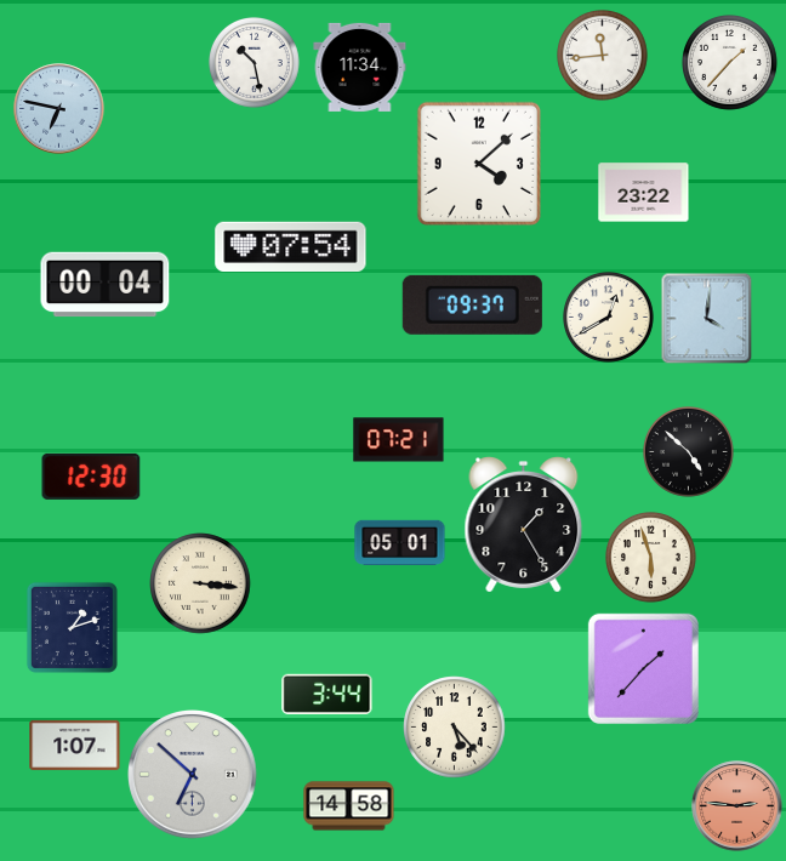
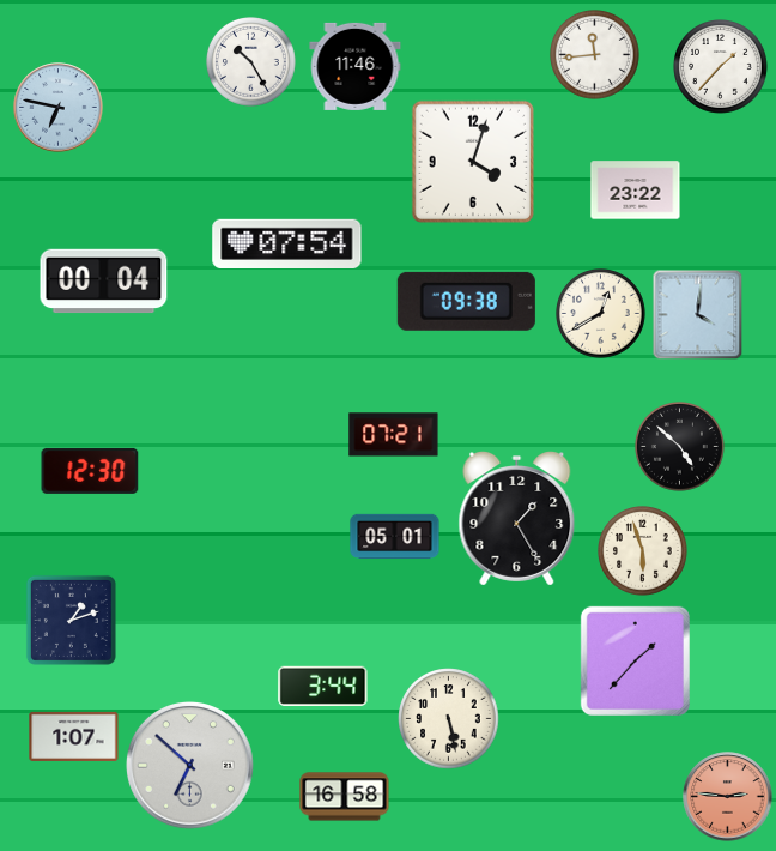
clock at (255, 63): 10:28 -> 10:25
clock at (730, 63) position: (730, 63) -> (721, 67)
clock at (360, 67): 11:34 -> 11:46
clock at (479, 164): 4:08 -> 4:03
clock at (472, 304): 09:37 -> 09:38
clock at (200, 583): 3:16 -> none
clock at (455, 728): 5:23 -> 5:28
clock at (349, 806): 14:58 -> 16:58
